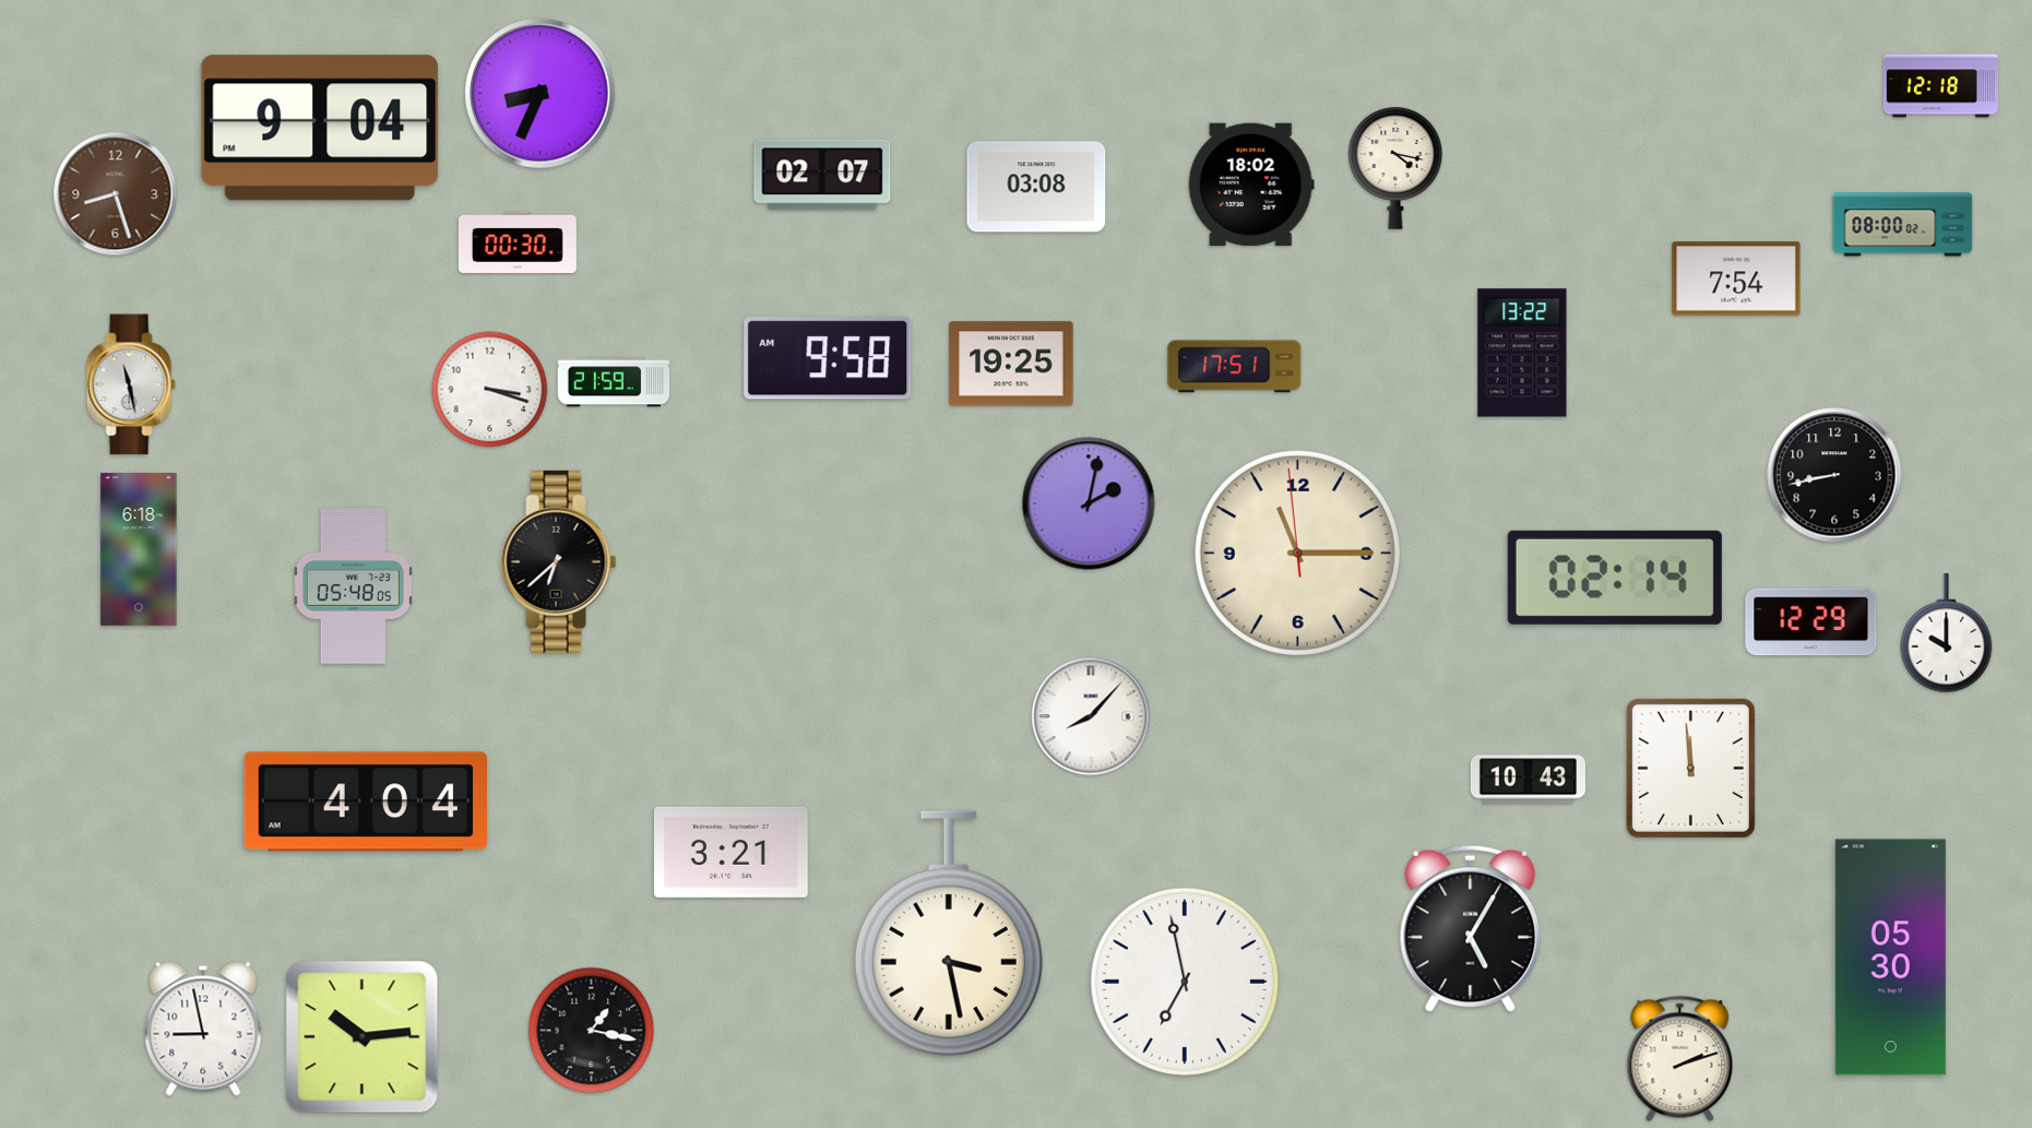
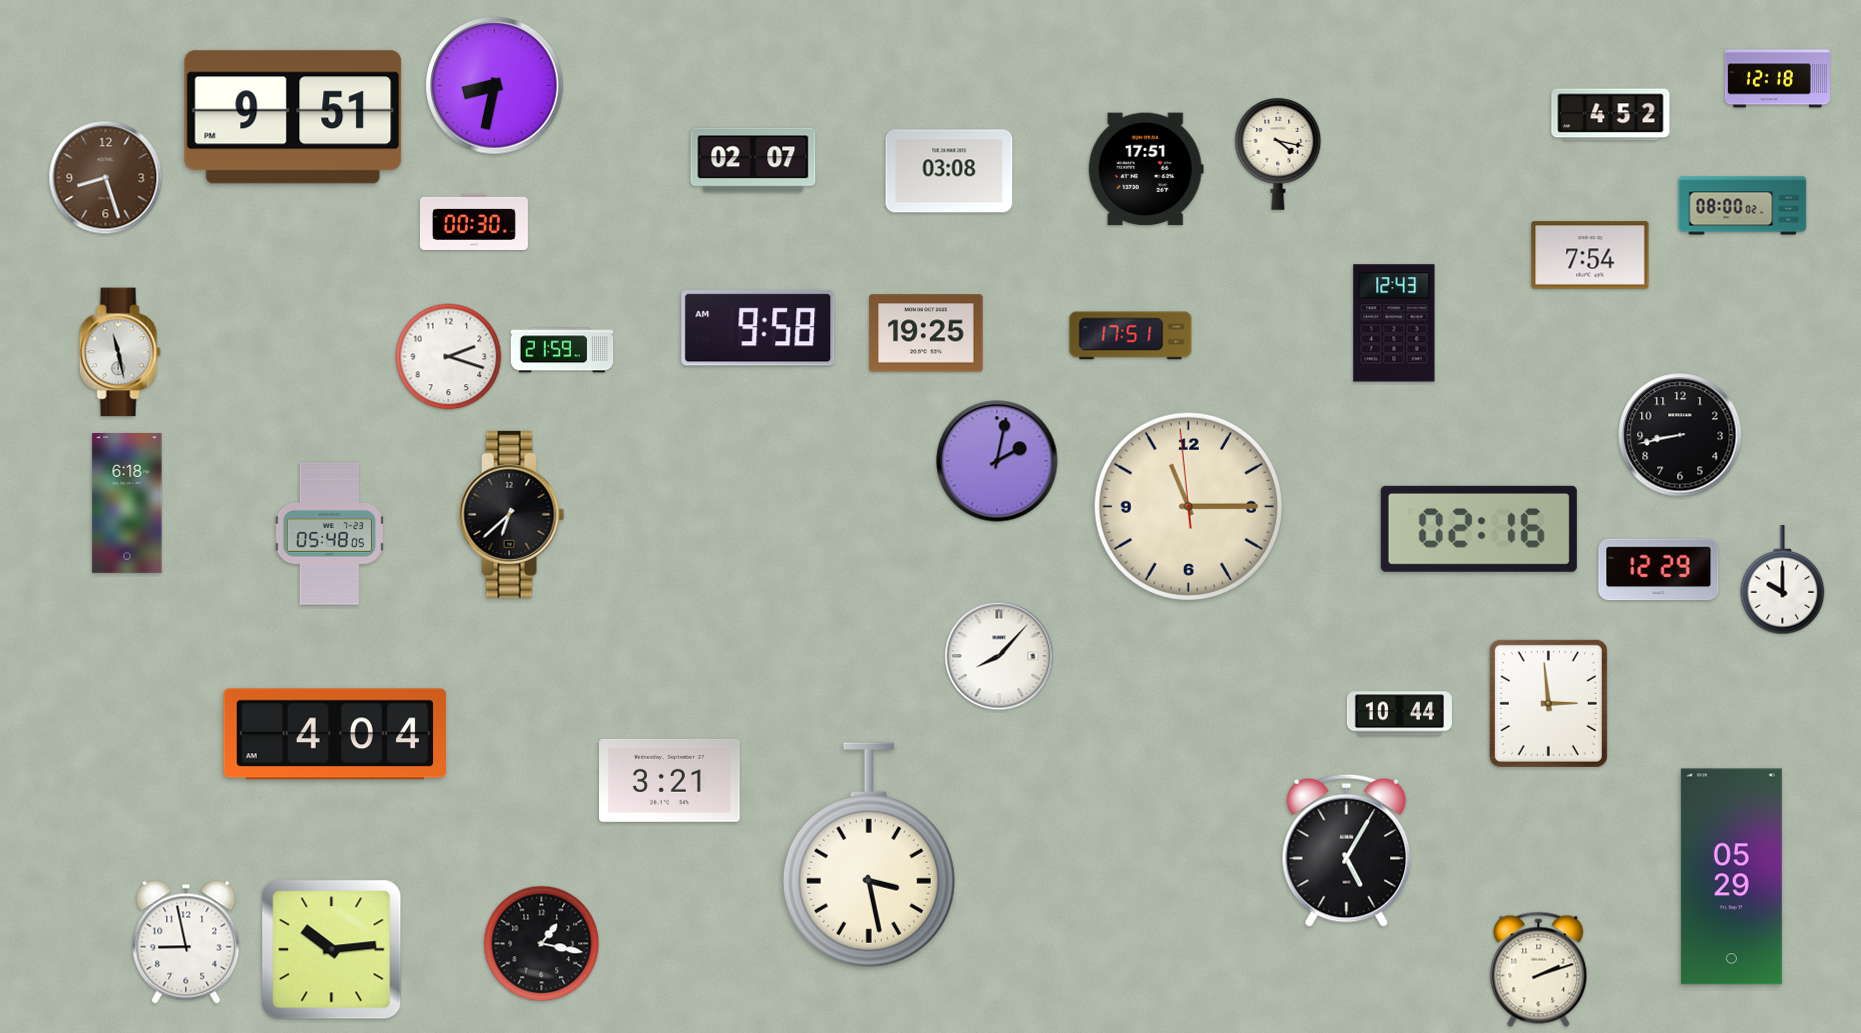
clock at (540, 94): 8:34 -> 8:32
clock at (1611, 115): none -> 4:52
clock at (320, 128): 9:04 -> 9:51
clock at (1251, 185): 18:02 -> 17:51
clock at (1522, 353): 13:22 -> 12:43
clock at (490, 390): 3:18 -> 2:18
clock at (1615, 578): 02:14 -> 02:16
clock at (353, 586) position: (353, 586) -> (329, 534)
clock at (1690, 768): 11:59 -> 2:59
clock at (1528, 780): 10:43 -> 10:44
clock at (1890, 958): 05:30 -> 05:29
clock at (1184, 981): 6:58 -> none
